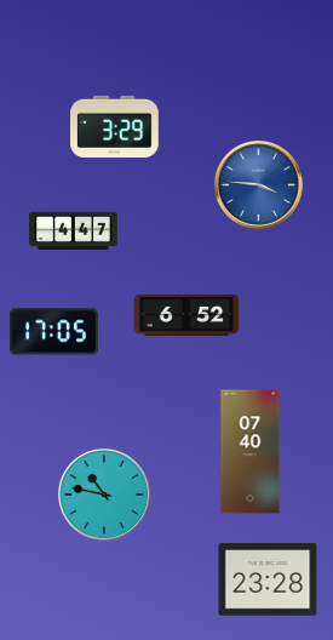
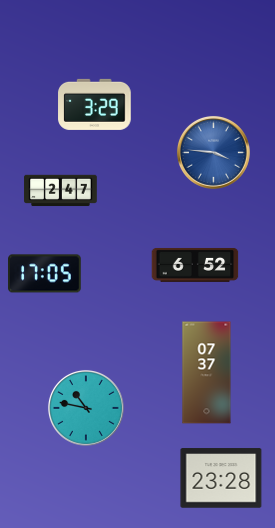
clock at (74, 232): 4:47 -> 2:47
clock at (186, 315) position: (186, 315) -> (195, 265)
clock at (251, 452): 07:40 -> 07:37
